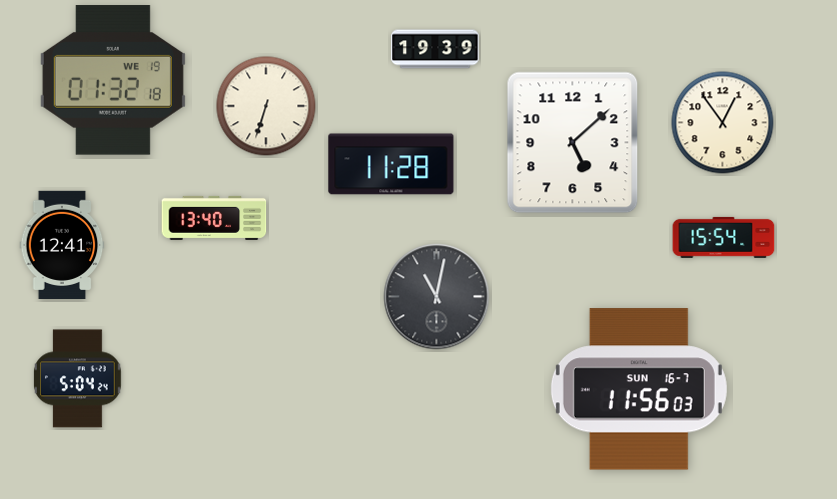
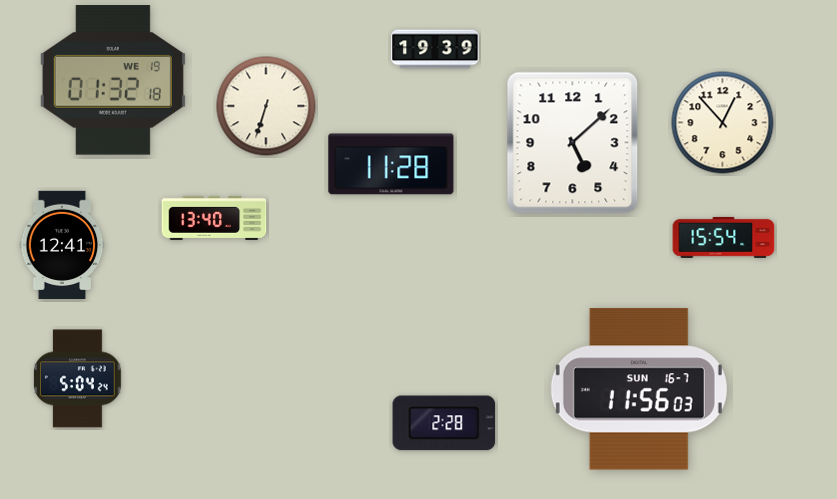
clock at (723, 123): 12:54 -> 12:53
clock at (437, 297): 11:02 -> none
clock at (444, 423): none -> 2:28
